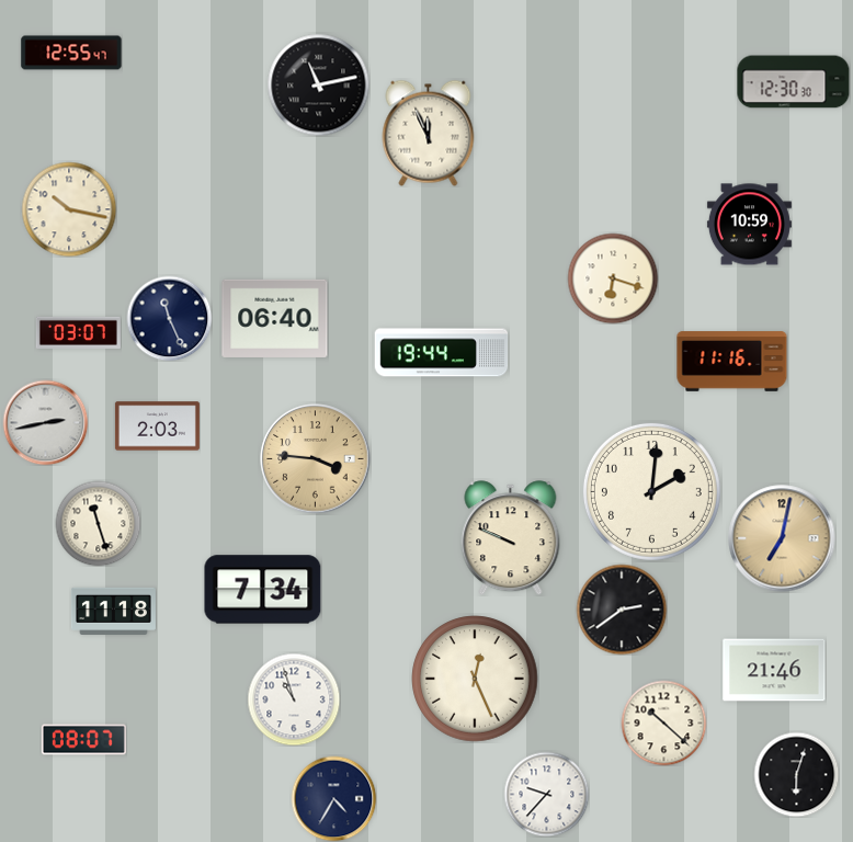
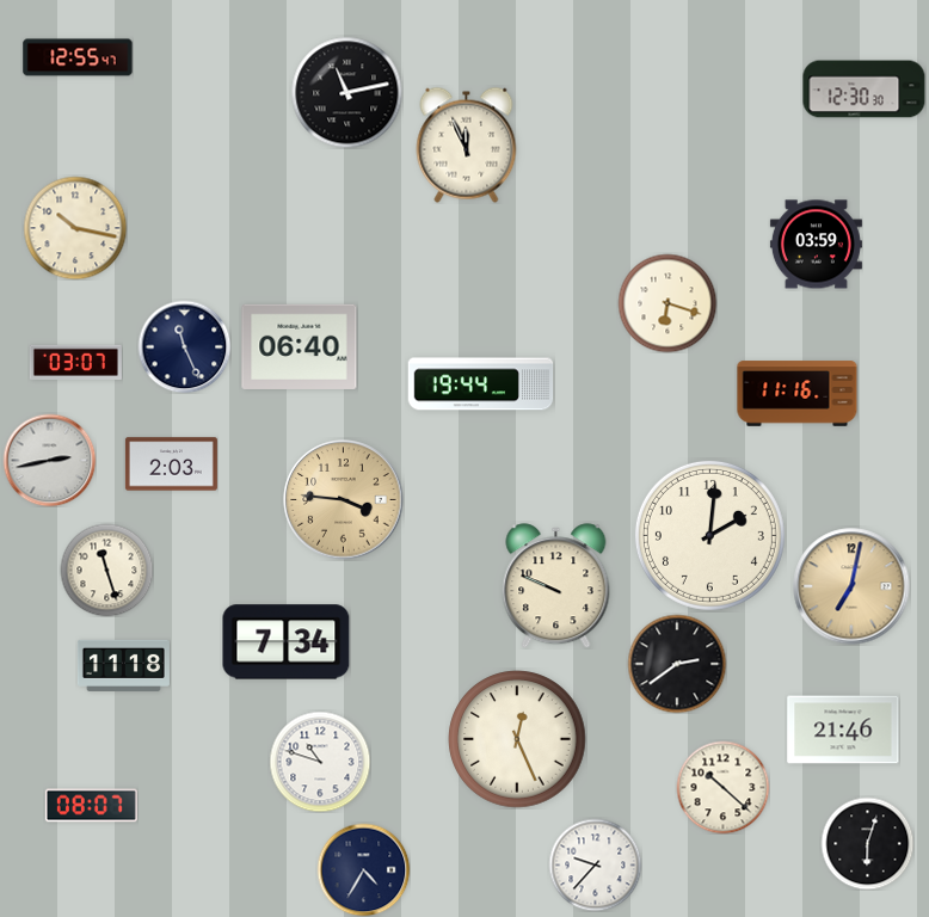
clock at (749, 225): 10:59 -> 03:59
clock at (78, 332) position: (78, 332) -> (75, 362)
clock at (294, 699): 10:57 -> 10:48
